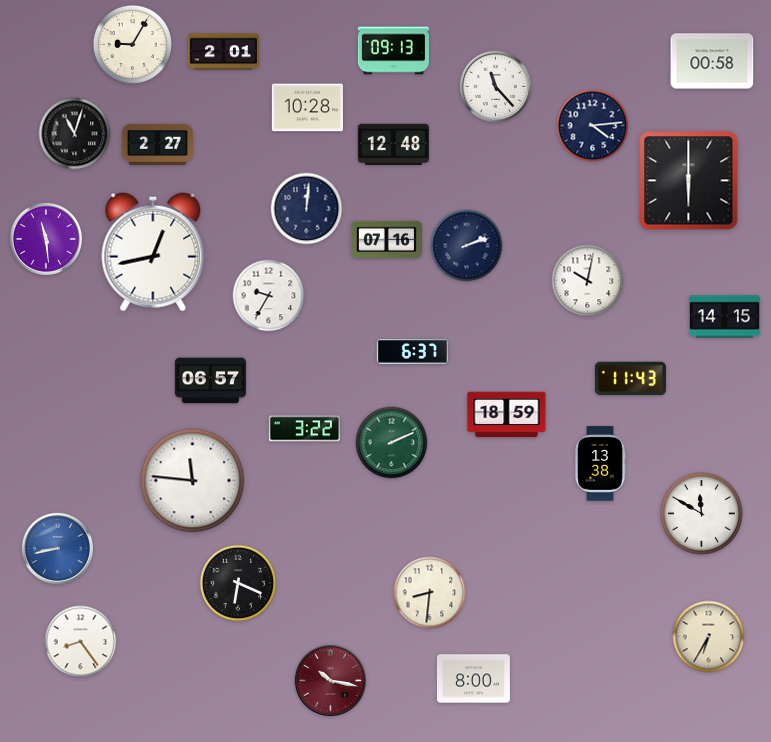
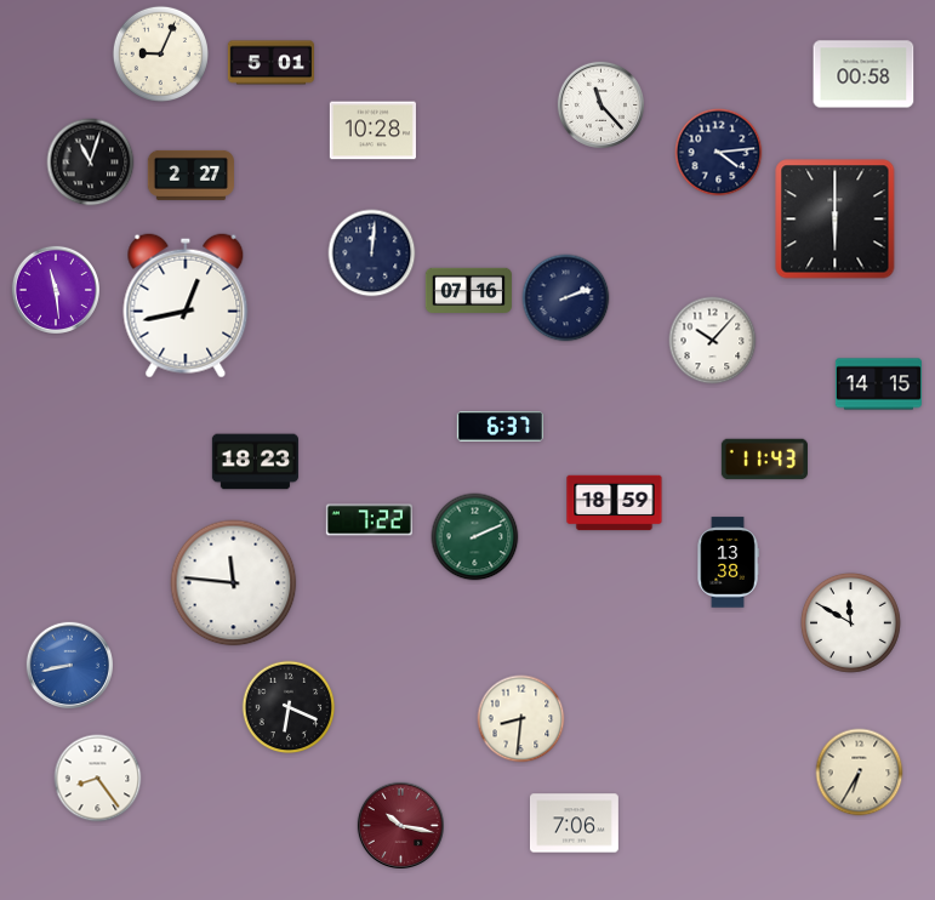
clock at (132, 44): 9:05 -> 9:04
clock at (393, 51): 09:13 -> none
clock at (223, 52): 2:01 -> 5:01
clock at (393, 145): 12:48 -> none
clock at (588, 281): 10:02 -> 10:07
clock at (269, 296): 9:35 -> none
clock at (210, 381): 06:57 -> 18:23
clock at (304, 429): 3:22 -> 7:22
clock at (473, 679): 8:00 -> 7:06
